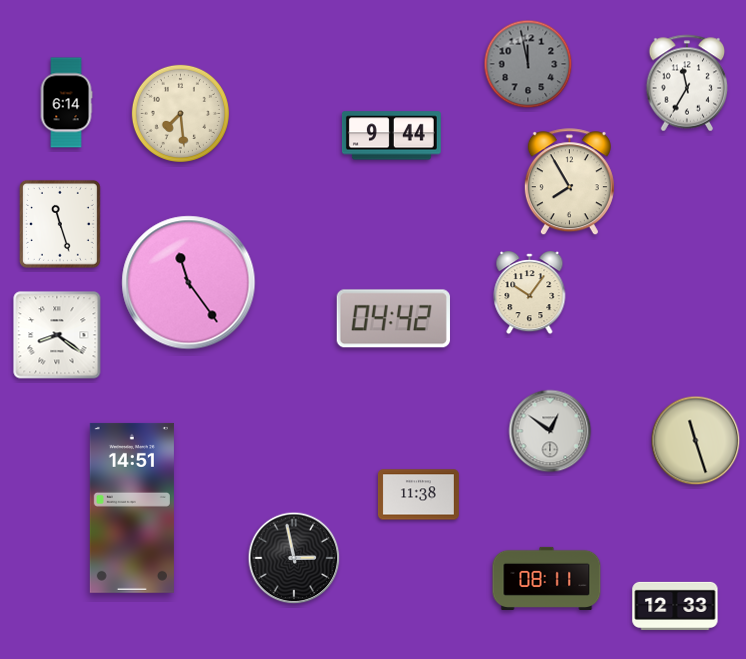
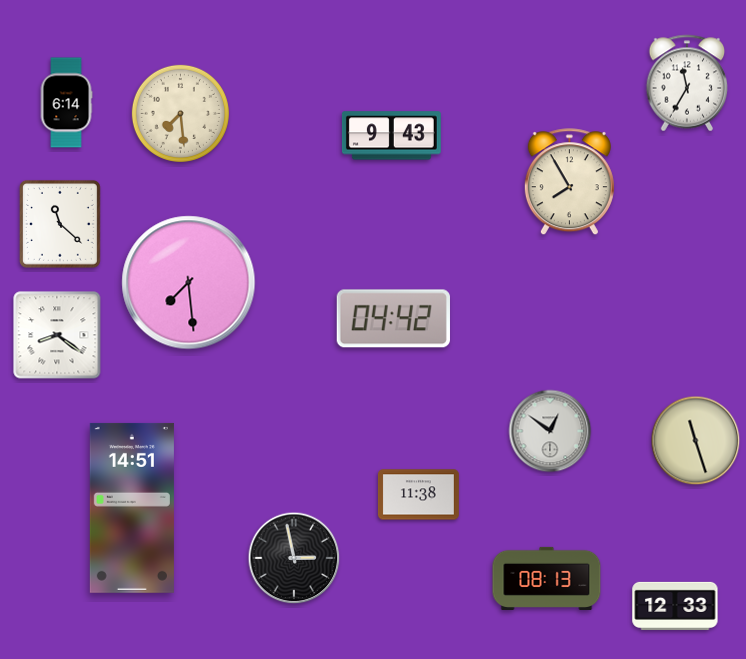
clock at (528, 64): 11:58 -> none
clock at (391, 136): 9:44 -> 9:43
clock at (60, 224): 11:27 -> 11:22
clock at (189, 283): 11:24 -> 7:29
clock at (530, 293): 10:06 -> none
clock at (547, 578): 08:11 -> 08:13
